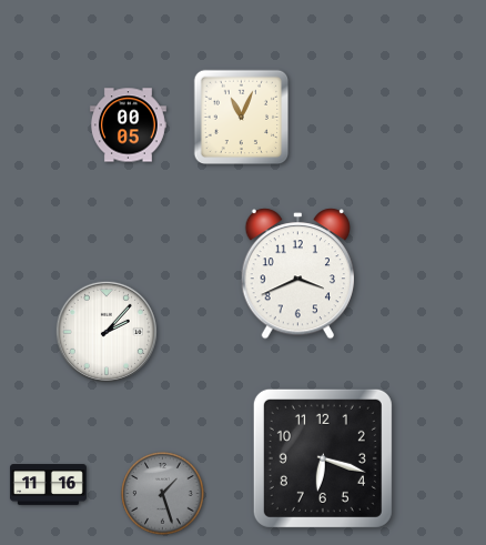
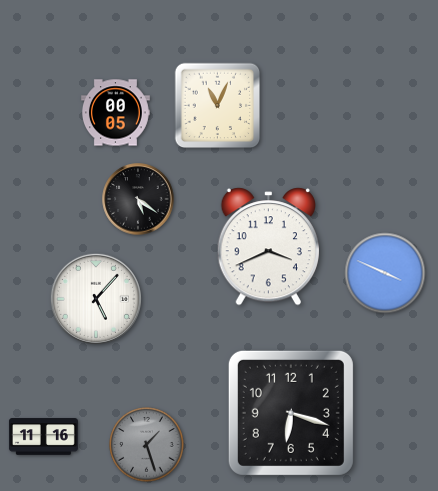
clock at (138, 199): none -> 5:21
clock at (385, 273): none -> 3:49
clock at (107, 332): 2:07 -> 5:07
